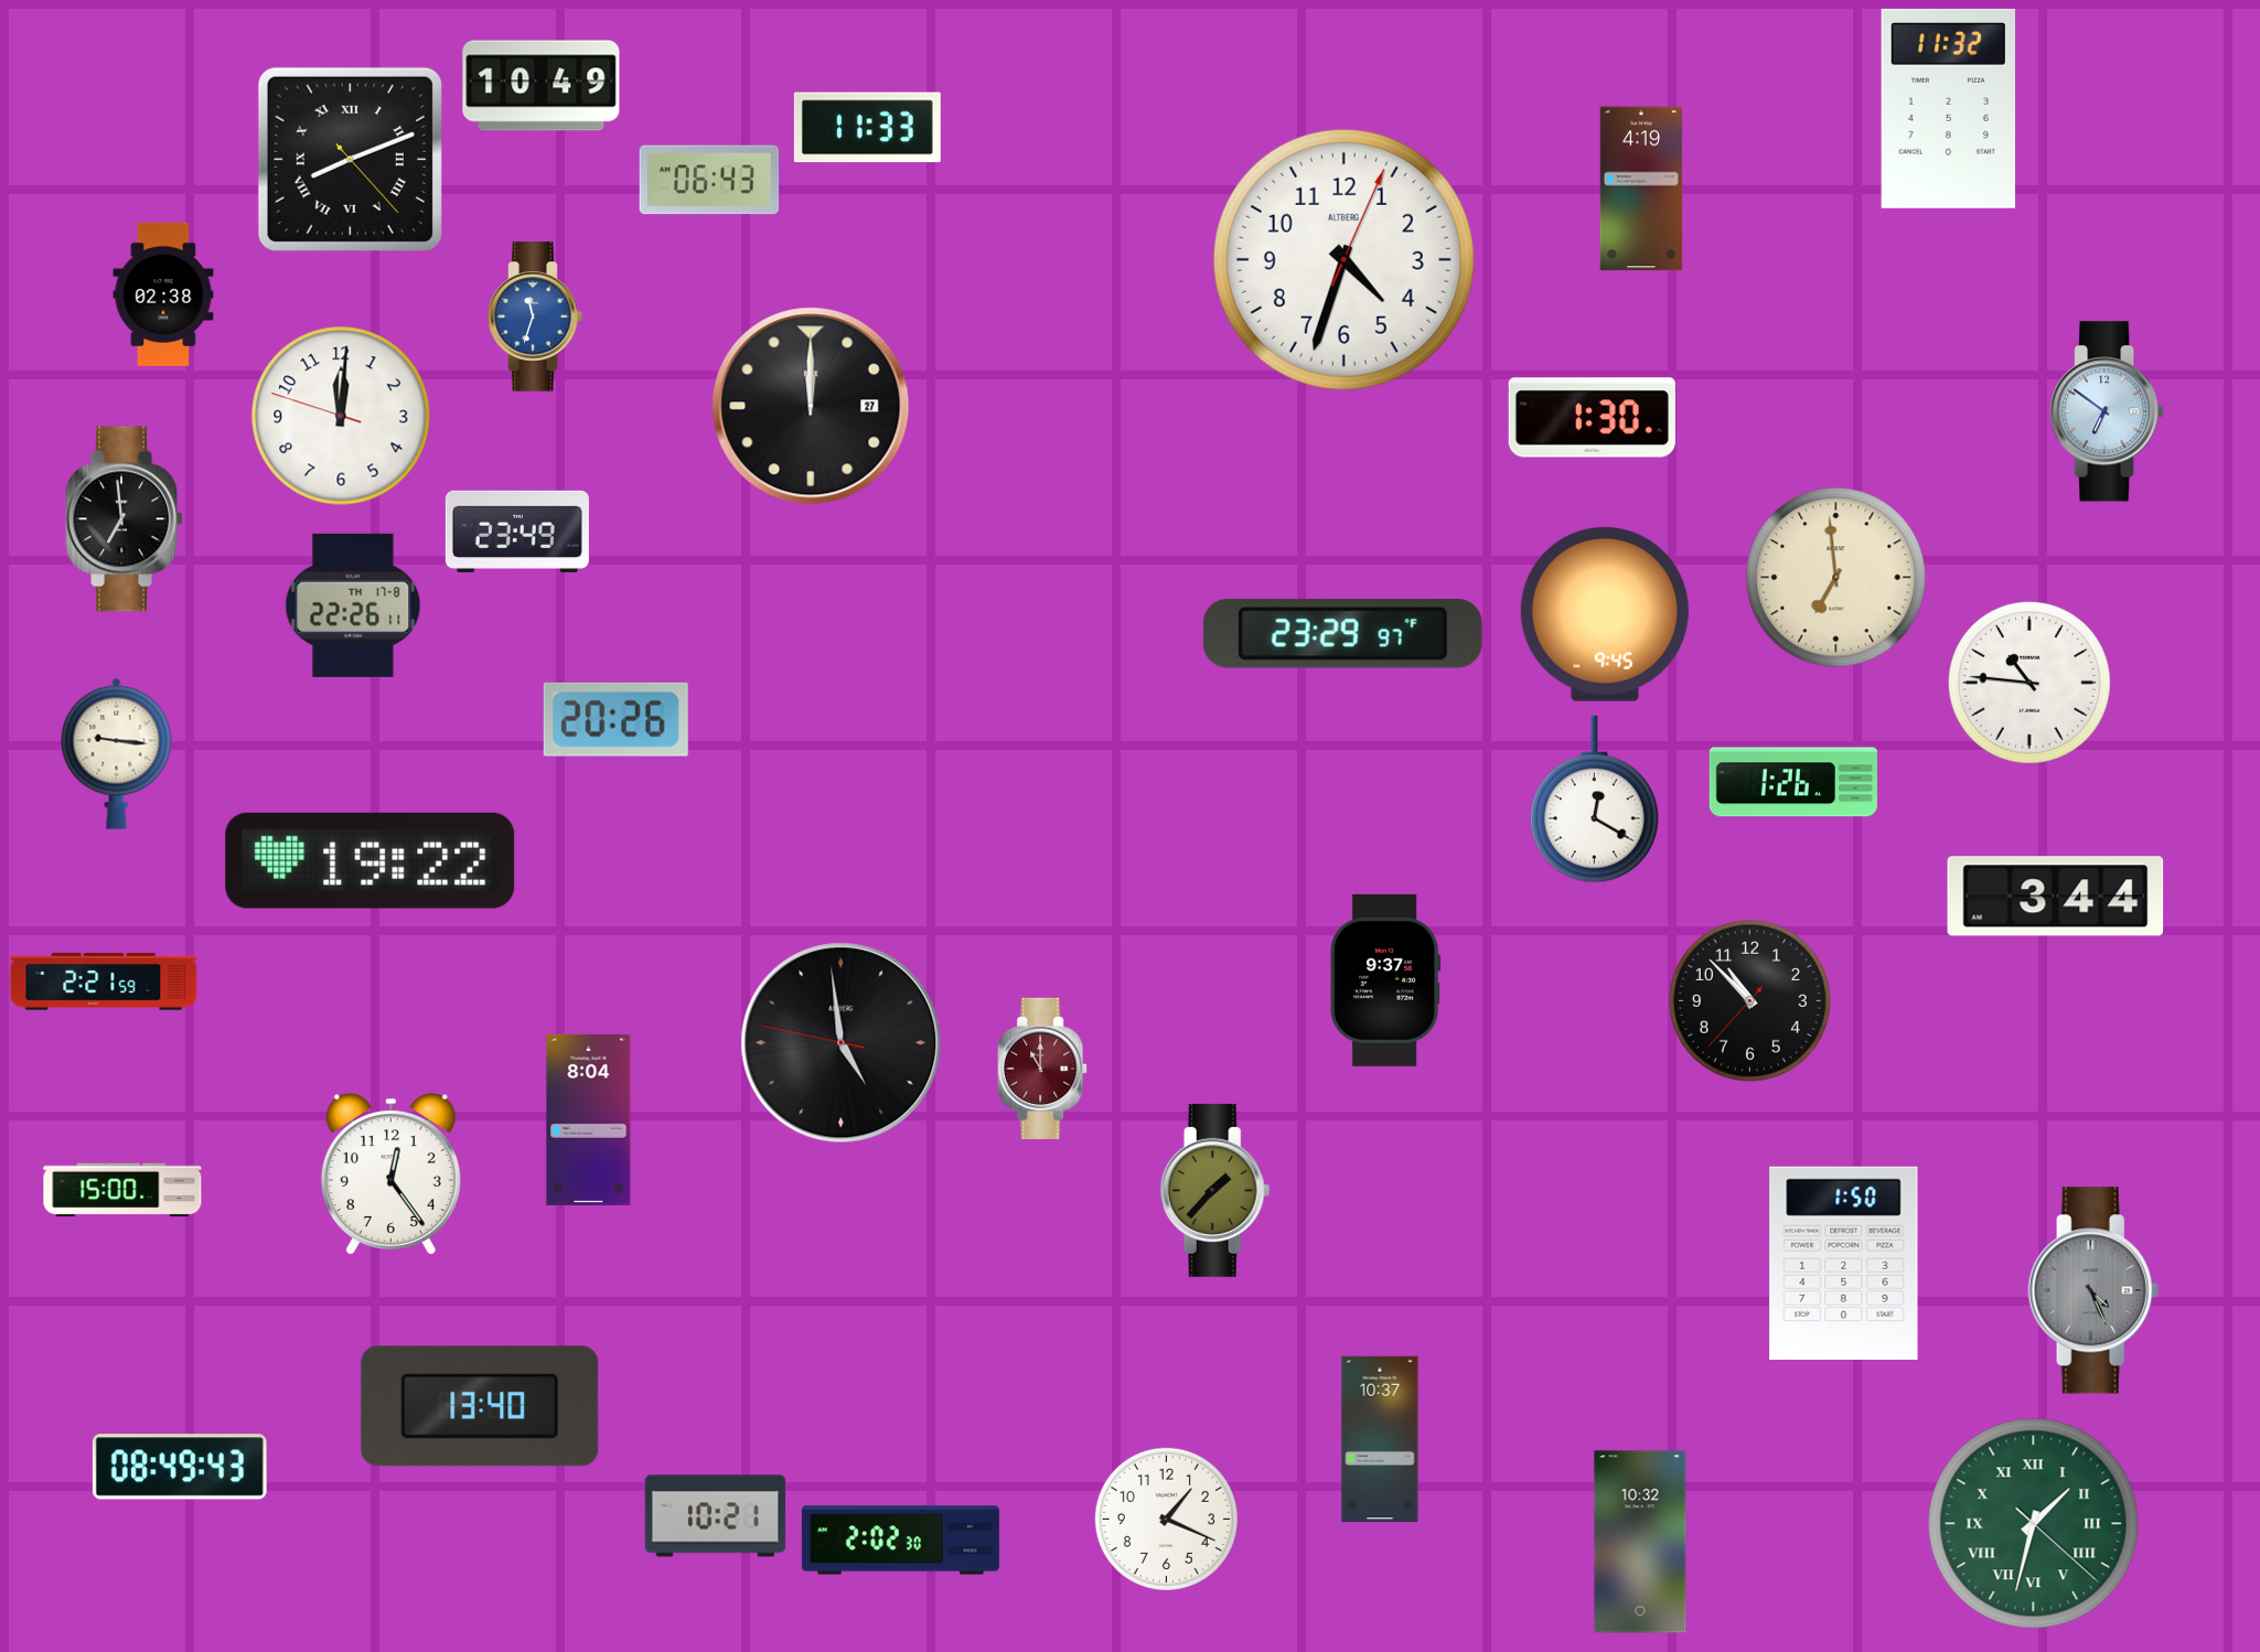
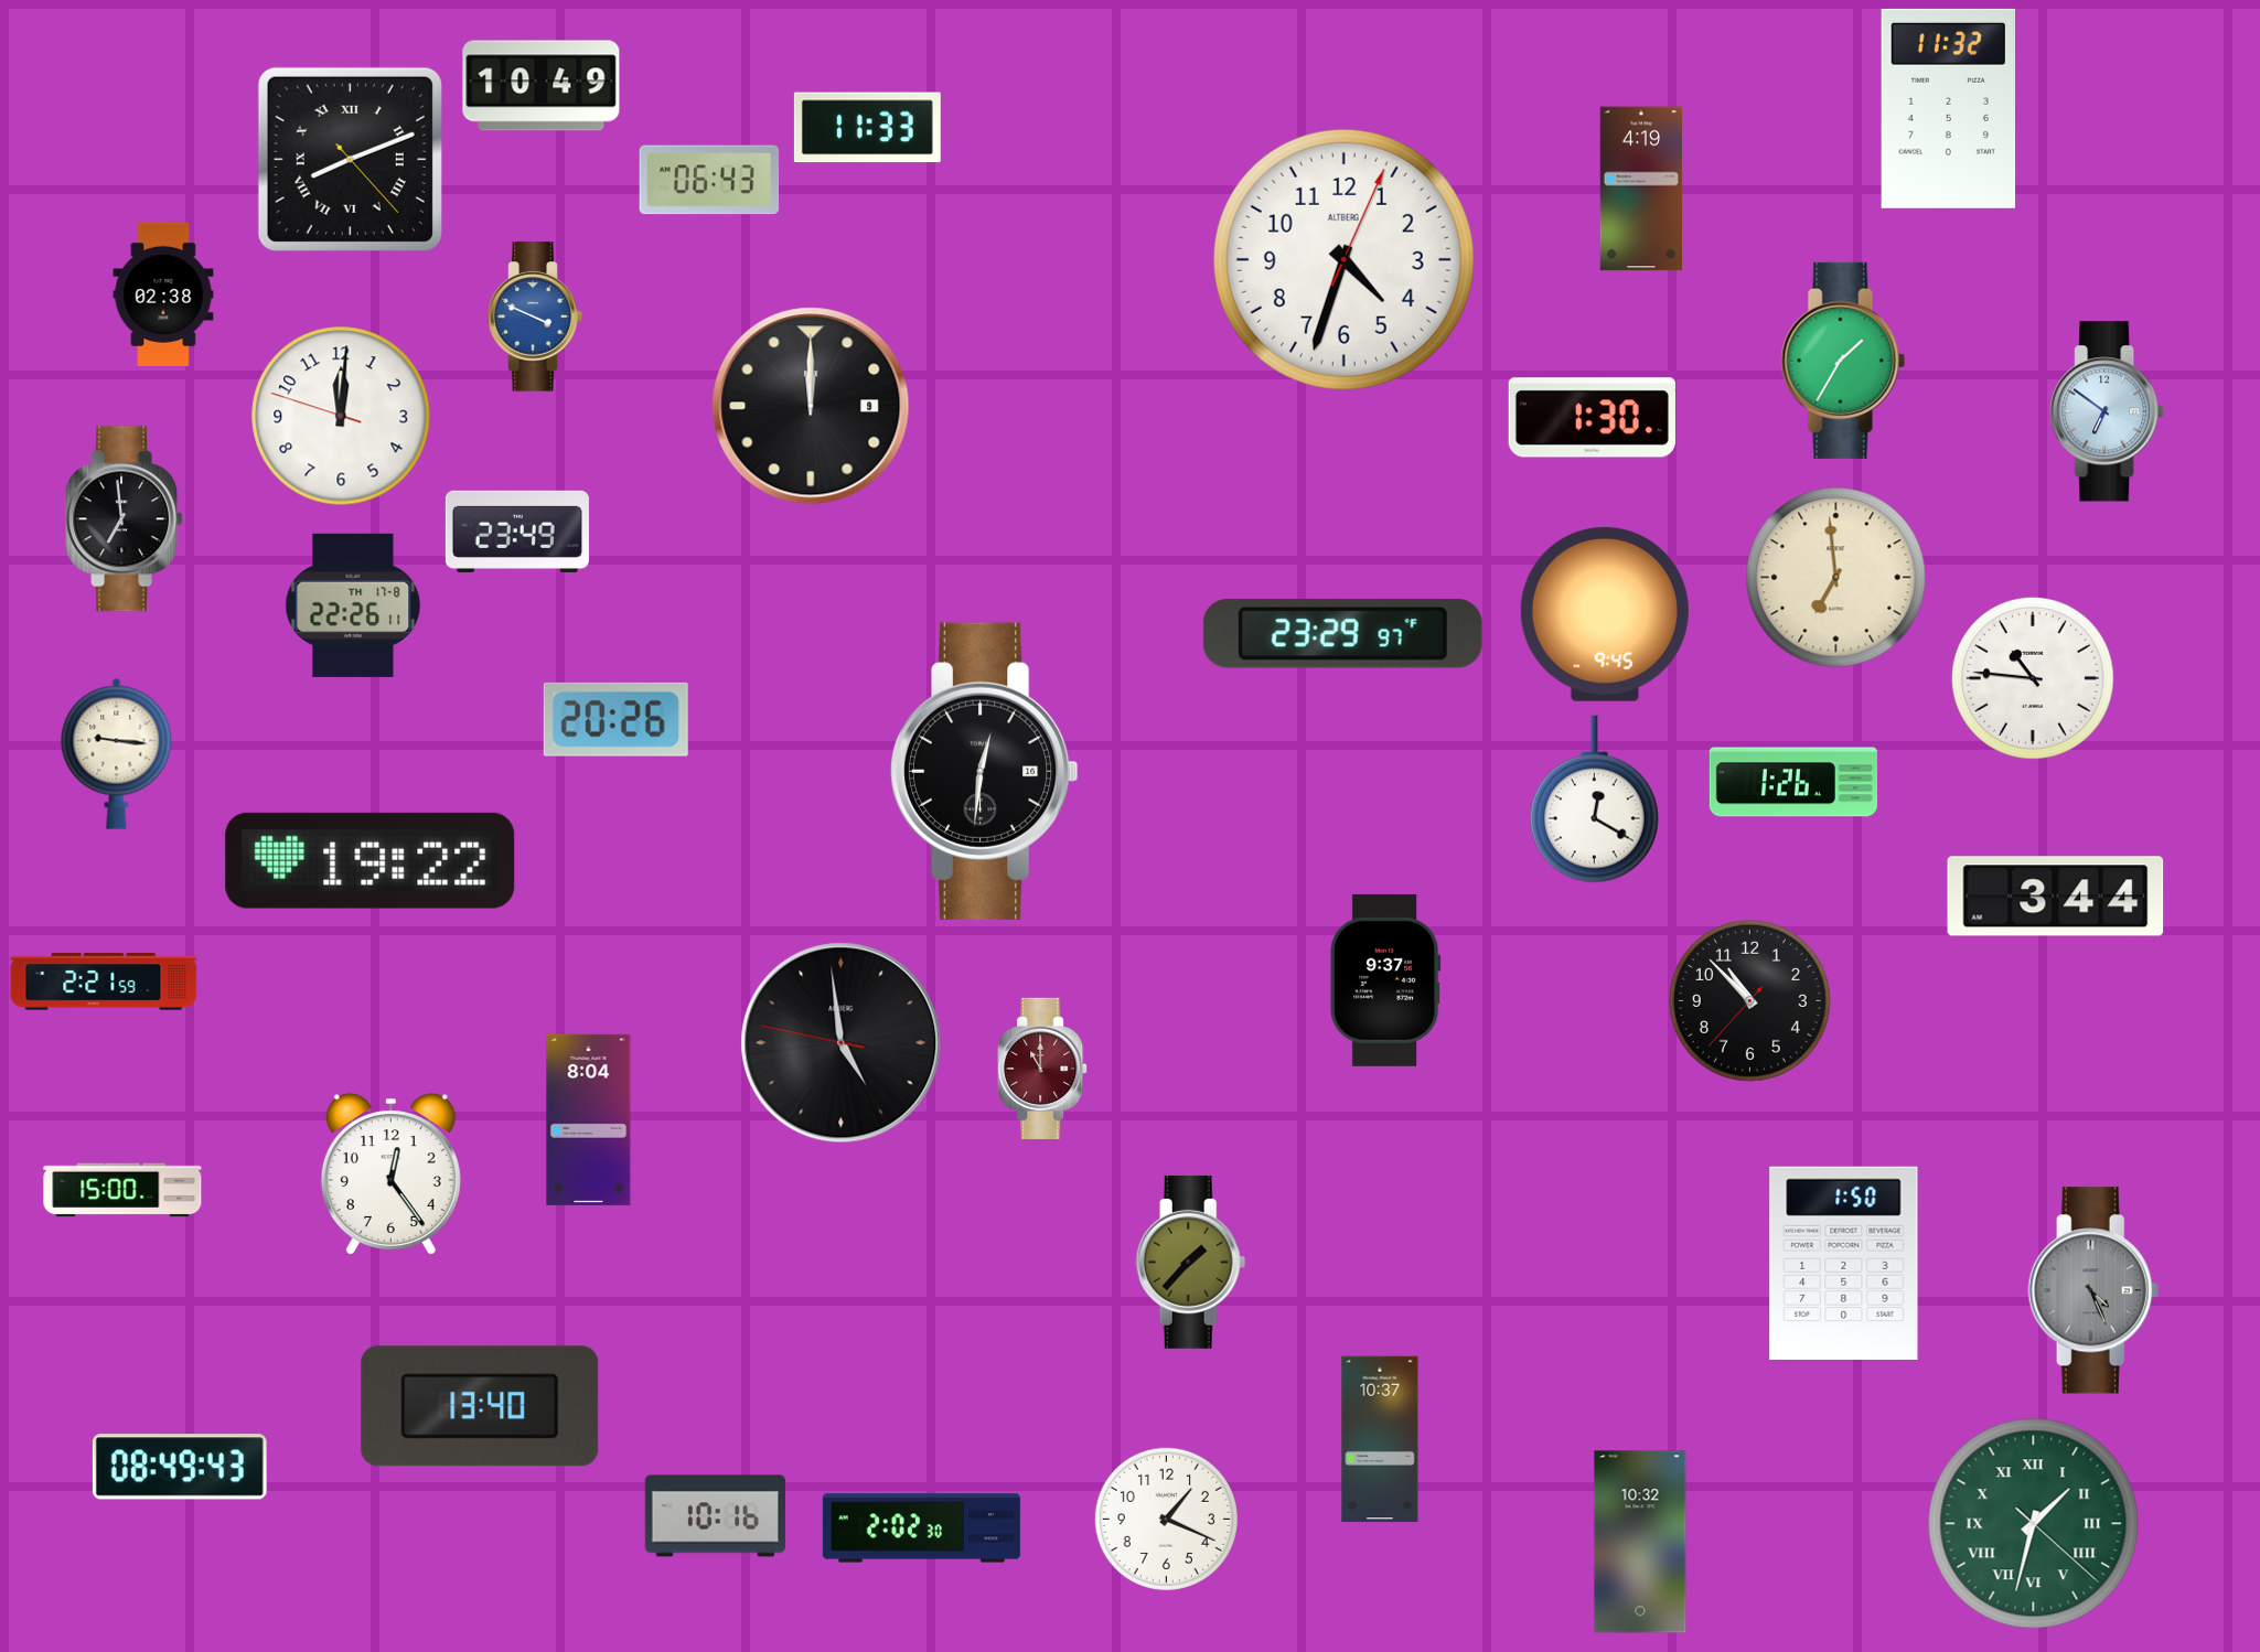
clock at (535, 317): 11:33 -> 3:49
clock at (1843, 361): none -> 1:35
clock at (811, 406) date: 27 -> 9
clock at (2029, 683) position: (2029, 683) -> (2033, 678)
clock at (984, 771): none -> 12:31
clock at (1215, 1190) position: (1215, 1190) -> (1191, 1262)
clock at (716, 1516): 10:21 -> 10:16
clock at (900, 1541) position: (900, 1541) -> (921, 1528)
